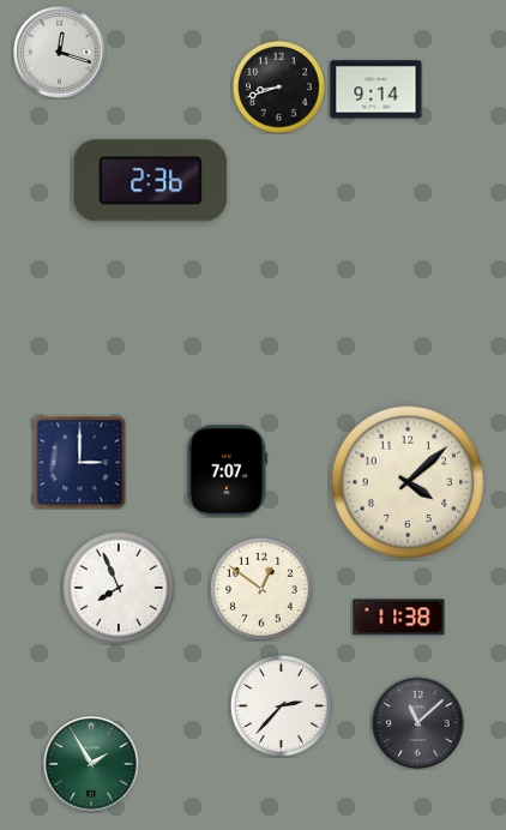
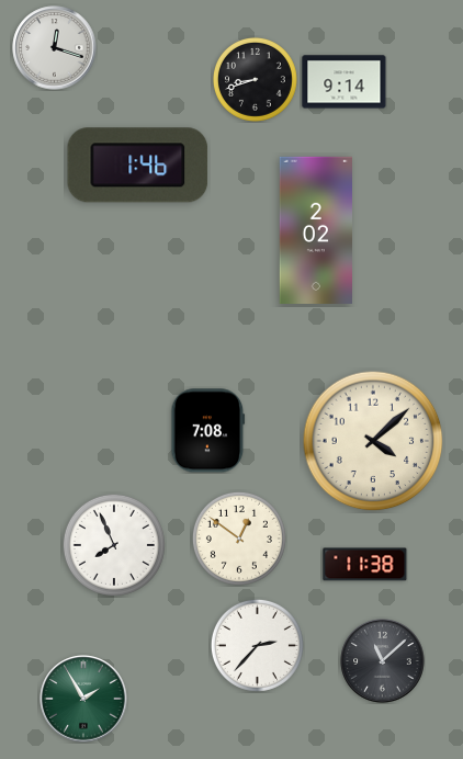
clock at (151, 181): 2:36 -> 1:46
clock at (315, 230): none -> 2:02
clock at (79, 462): 3:00 -> none
clock at (228, 471): 7:07 -> 7:08
clock at (119, 588) position: (119, 588) -> (114, 545)
